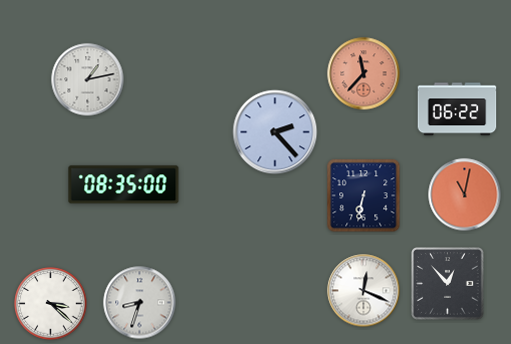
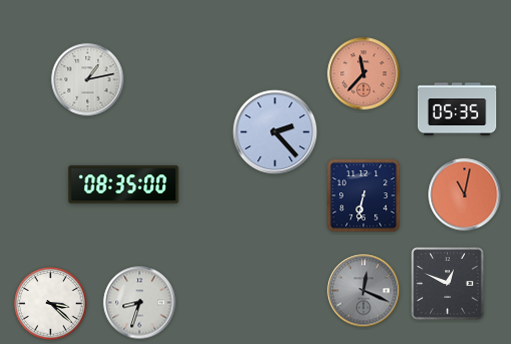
clock at (457, 109): 06:22 -> 05:35
clock at (447, 283): 12:53 -> 12:49
clock at (364, 291) dial: white -> grey
